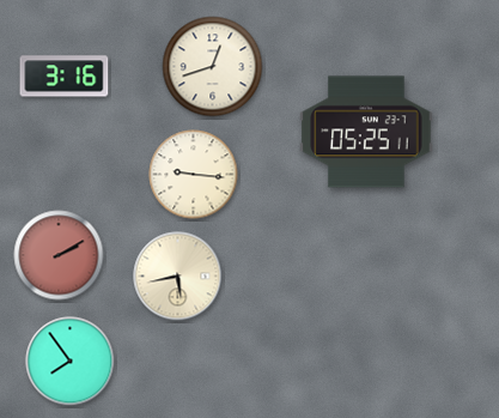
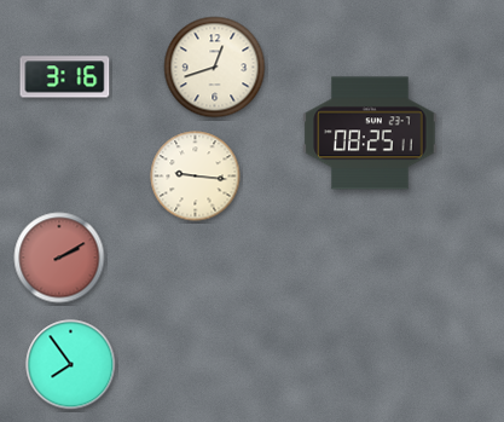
clock at (366, 132): 05:25 -> 08:25
clock at (178, 277): 5:43 -> none
